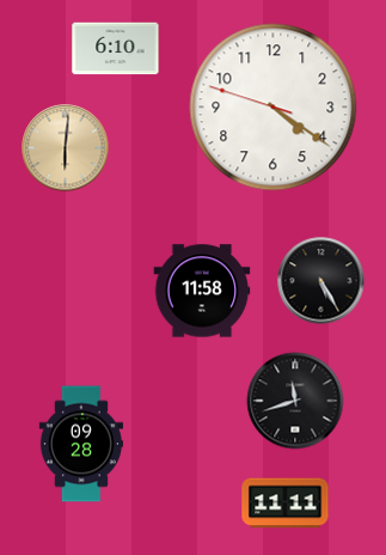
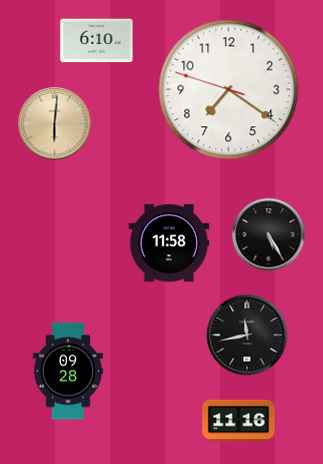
clock at (274, 108): 4:20 -> 7:20
clock at (295, 401): 11:42 -> 11:43
clock at (286, 504): 11:11 -> 11:16
